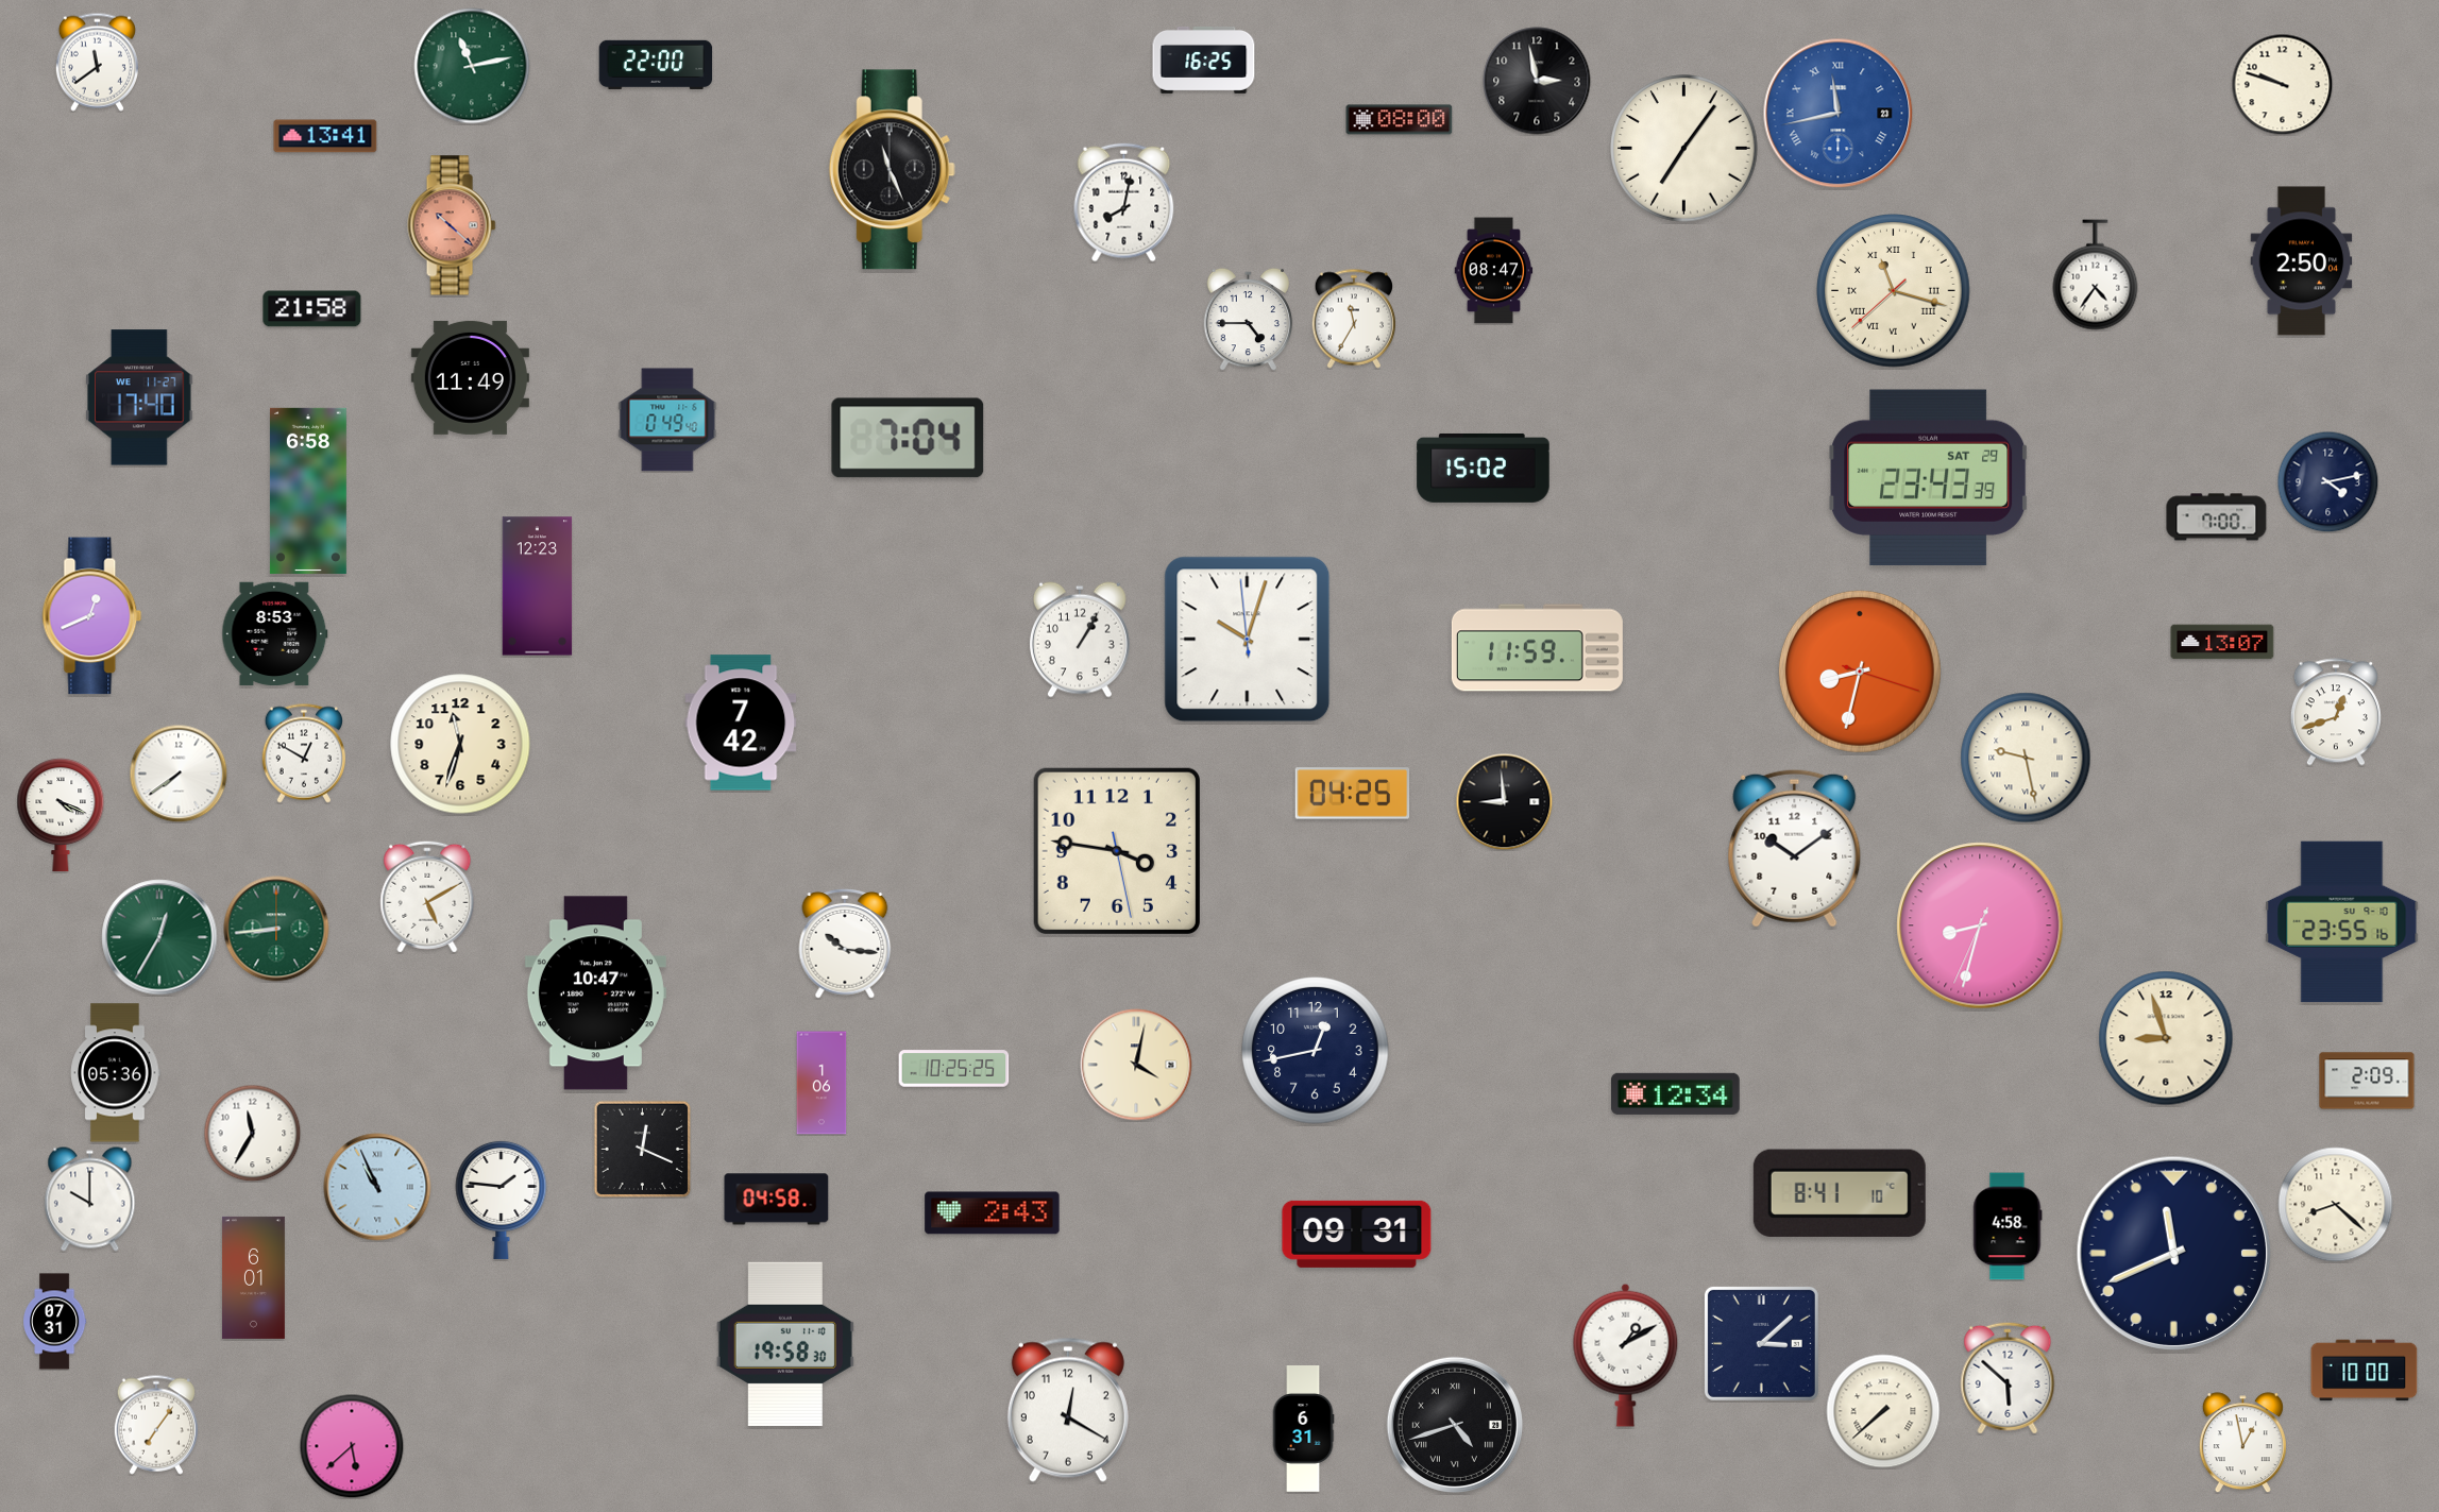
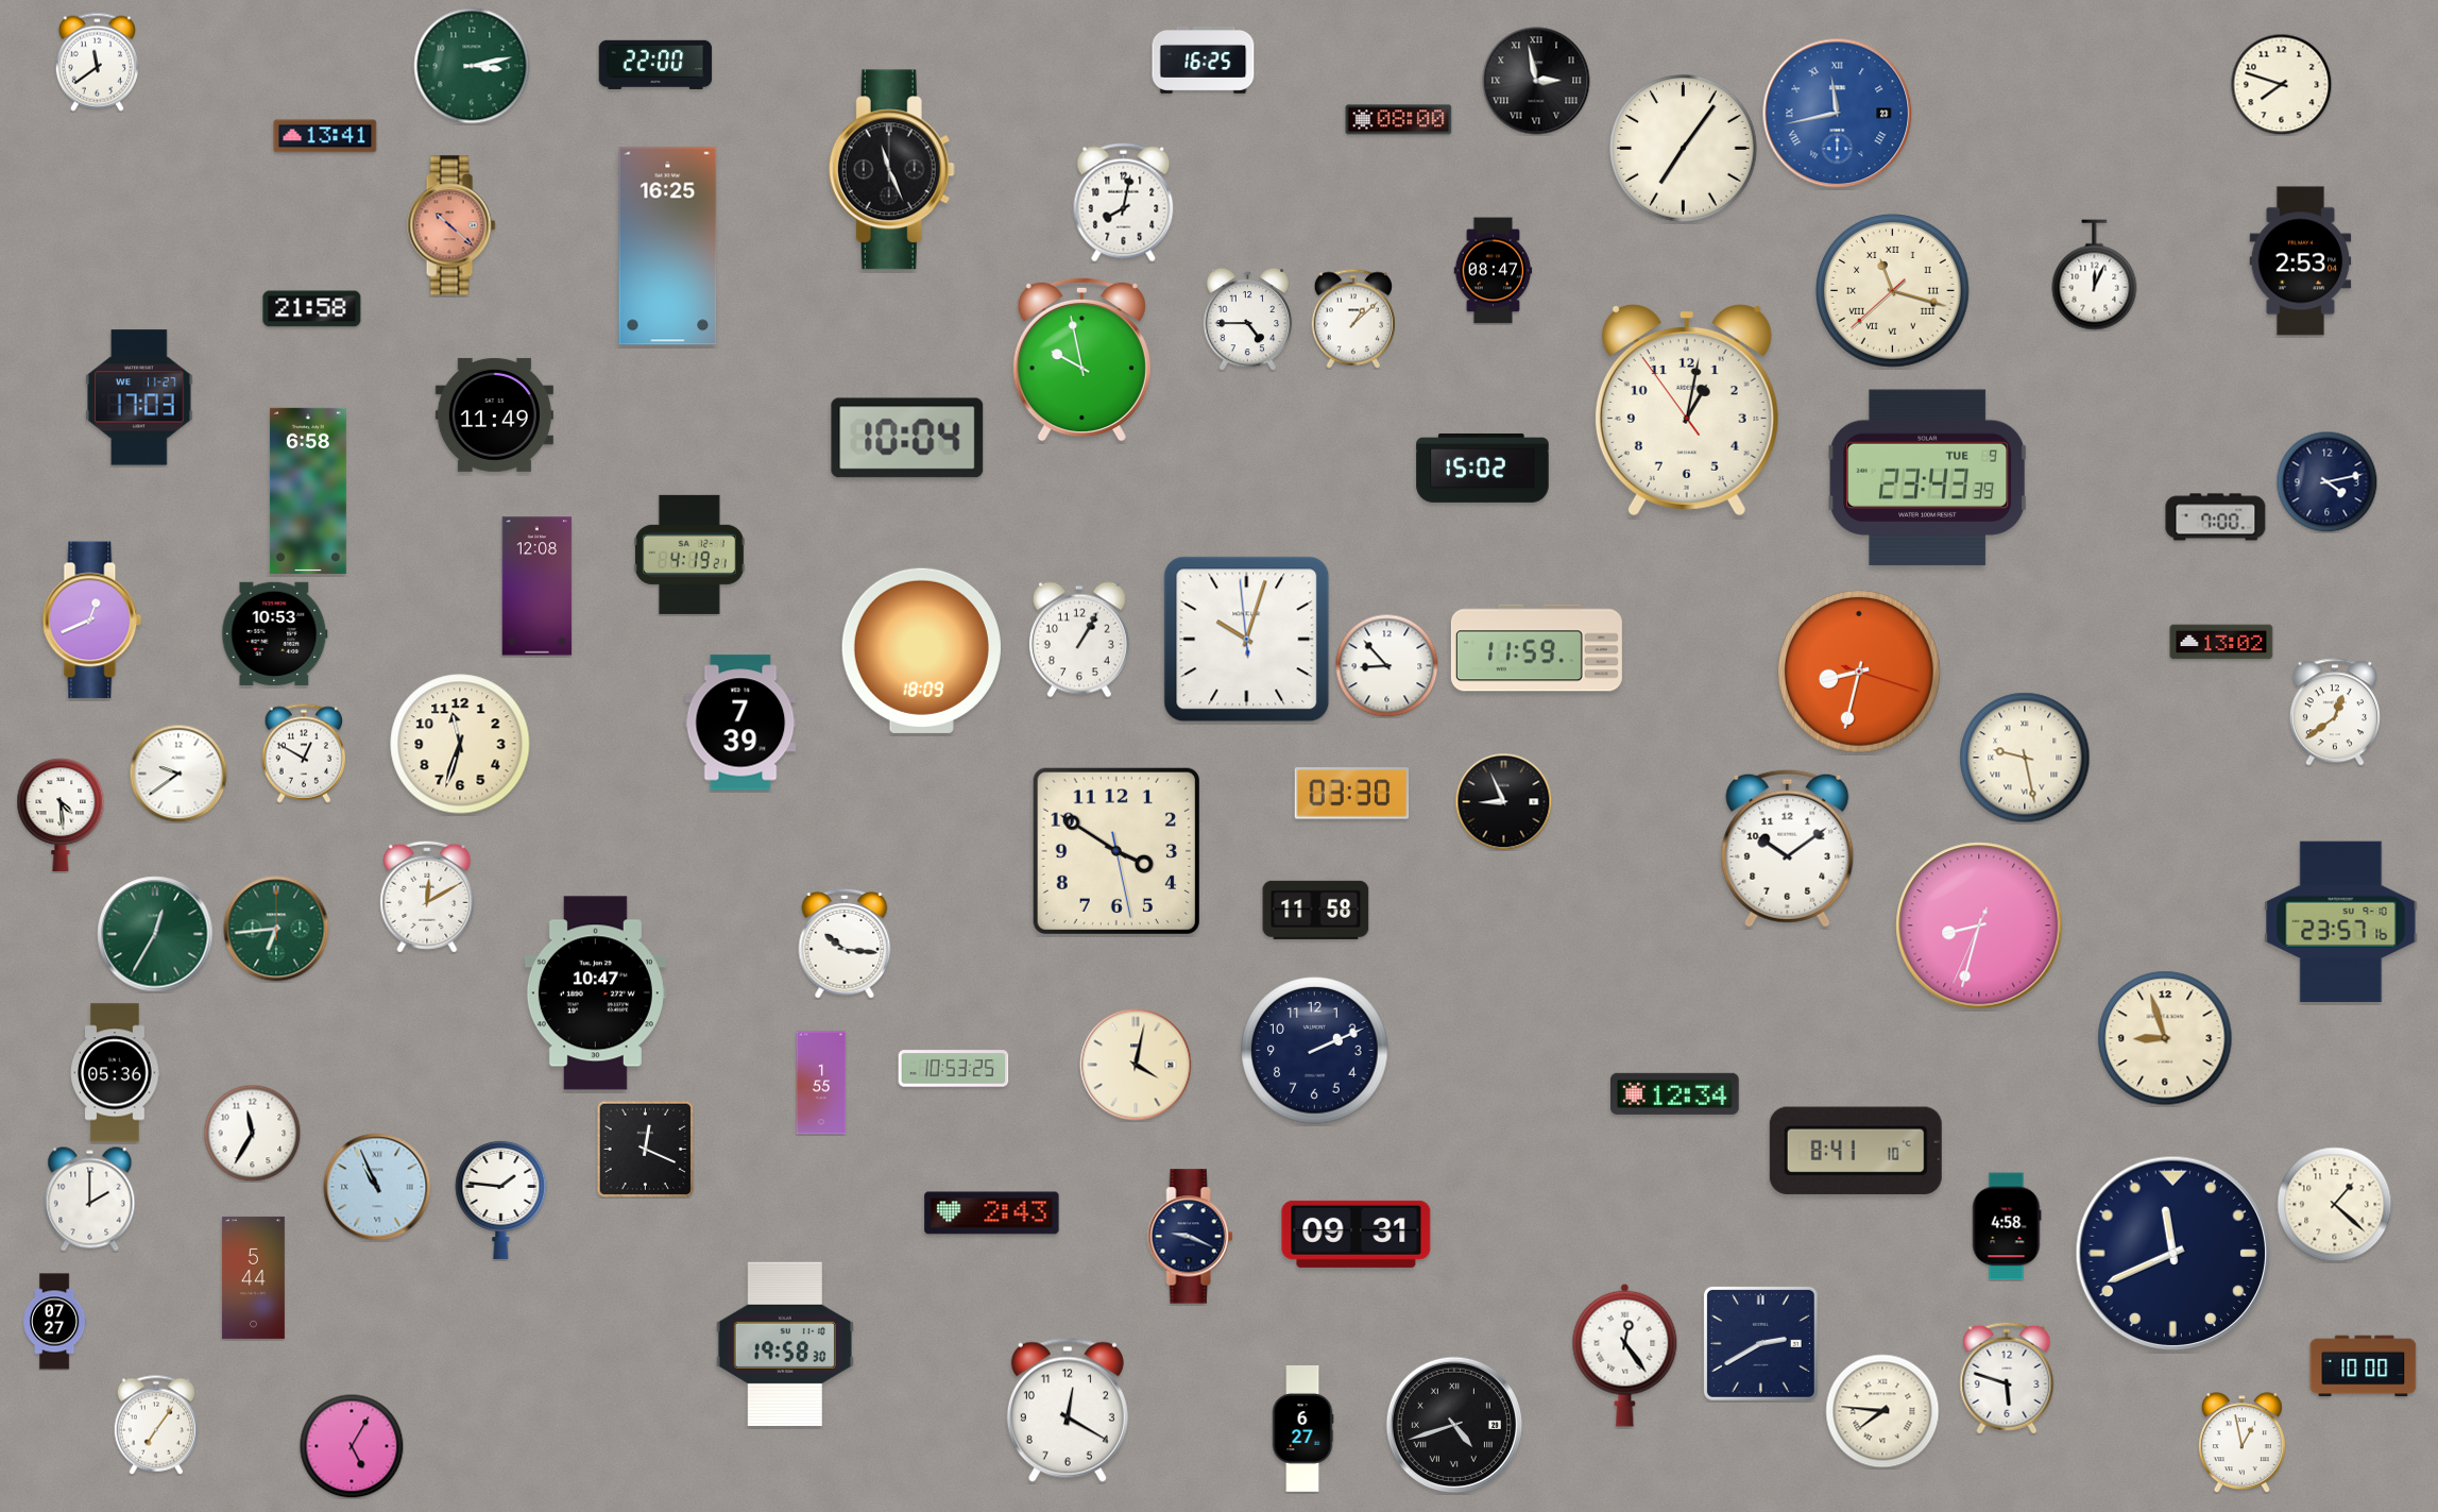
clock at (472, 66): 11:13 -> 3:13
clock at (1537, 81) numerals: Arabic -> Roman
clock at (2282, 84): 9:48 -> 7:48
clock at (668, 247): none -> 16:25
clock at (2302, 261): 2:50 -> 2:53
clock at (2096, 275): 4:36 -> 12:04
clock at (1353, 319): 11:35 -> 1:08
clock at (1081, 359): none -> 9:58
clock at (470, 377) position: (470, 377) -> (494, 414)
clock at (139, 397): 17:40 -> 17:03
clock at (1687, 411): none -> 1:01
clock at (667, 420): 0:49 -> none
clock at (908, 438): 7:04 -> 10:04
clock at (1929, 478) date: SAT 29 -> TUE 9
clock at (689, 555): none -> 4:19
clock at (538, 587): 12:23 -> 12:08
clock at (92, 616) position: (92, 616) -> (92, 621)
clock at (275, 634): 8:53 -> 10:53
clock at (2222, 642): 13:07 -> 13:02
clock at (921, 650): none -> 18:09
clock at (1386, 665): none -> 8:53
clock at (2336, 712): 12:42 -> 12:39
clock at (741, 723): 7:42 -> 7:39
clock at (179, 774): 7:39 -> 9:39
clock at (1353, 794): 04:25 -> 03:30
clock at (1504, 801): 8:59 -> 8:56
clock at (61, 815): 4:19 -> 4:29
clock at (1795, 848) position: (1795, 848) -> (1788, 848)
clock at (1117, 851): 3:46 -> 3:50
clock at (427, 897): 5:10 -> 12:10
clock at (1316, 910): none -> 11:58
clock at (2342, 922): 23:55 -> 23:57
clock at (276, 929): 8:44 -> 6:44
clock at (159, 937) position: (159, 937) -> (155, 934)
clock at (1316, 1051): 12:43 -> 2:11
clock at (954, 1069): 10:25 -> 10:53
clock at (2367, 1081): 2:09 -> none
clock at (822, 1083): 1:06 -> 1:55
clock at (642, 1149) position: (642, 1149) -> (645, 1149)
clock at (1840, 1193) position: (1840, 1193) -> (1856, 1151)
clock at (90, 1200): 10:00 -> 2:00
clock at (777, 1200): 04:58 -> none
clock at (2336, 1205): 8:22 -> 1:22
clock at (1191, 1237): none -> 9:19
clock at (253, 1277): 6:01 -> 5:44
clock at (55, 1322): 07:31 -> 07:27
clock at (1761, 1343): 3:08 -> 2:40
clock at (1626, 1355): 1:10 -> 12:24
clock at (2365, 1371) position: (2365, 1371) -> (2364, 1366)
clock at (2008, 1378): 5:52 -> 5:48
clock at (1883, 1411): 7:38 -> 7:46
clock at (1303, 1429): 6:31 -> 6:27
clock at (352, 1446): 5:38 -> 5:05
